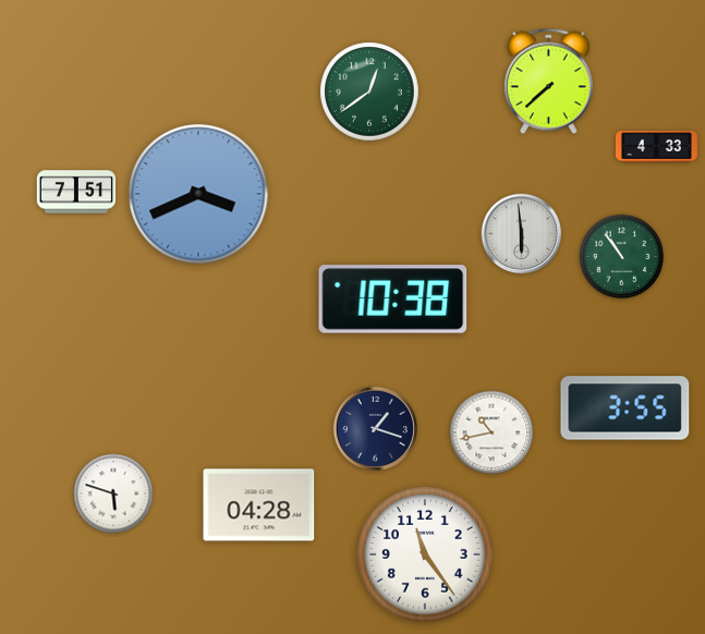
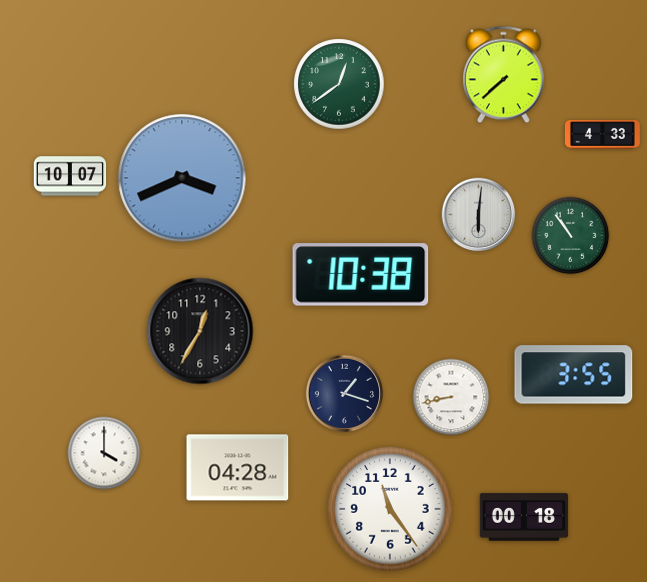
clock at (76, 192): 7:51 -> 10:07
clock at (522, 234): 5:59 -> 6:01
clock at (200, 331): none -> 12:35
clock at (491, 432): 10:43 -> 8:43
clock at (113, 493): 5:48 -> 4:00
clock at (259, 505) position: (259, 505) -> (238, 468)
clock at (524, 517): none -> 00:18
